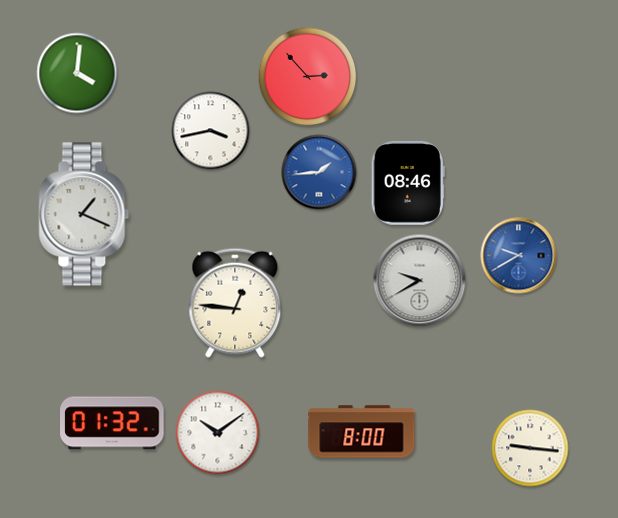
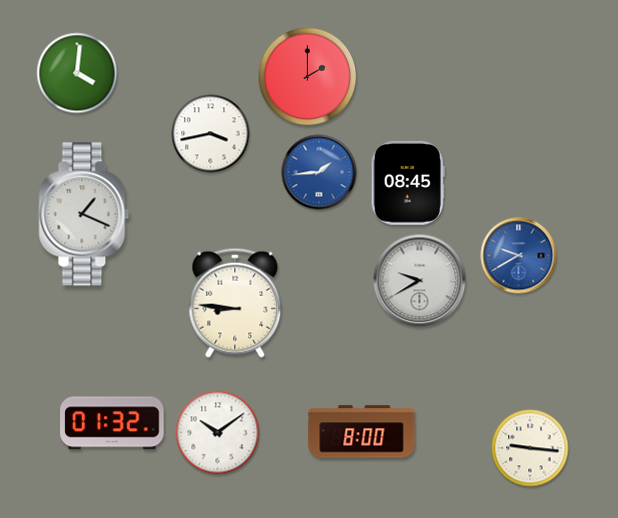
clock at (308, 77): 2:53 -> 2:00
clock at (211, 131) position: (211, 131) -> (211, 134)
clock at (408, 183): 08:46 -> 08:45
clock at (235, 303): 12:46 -> 8:46
